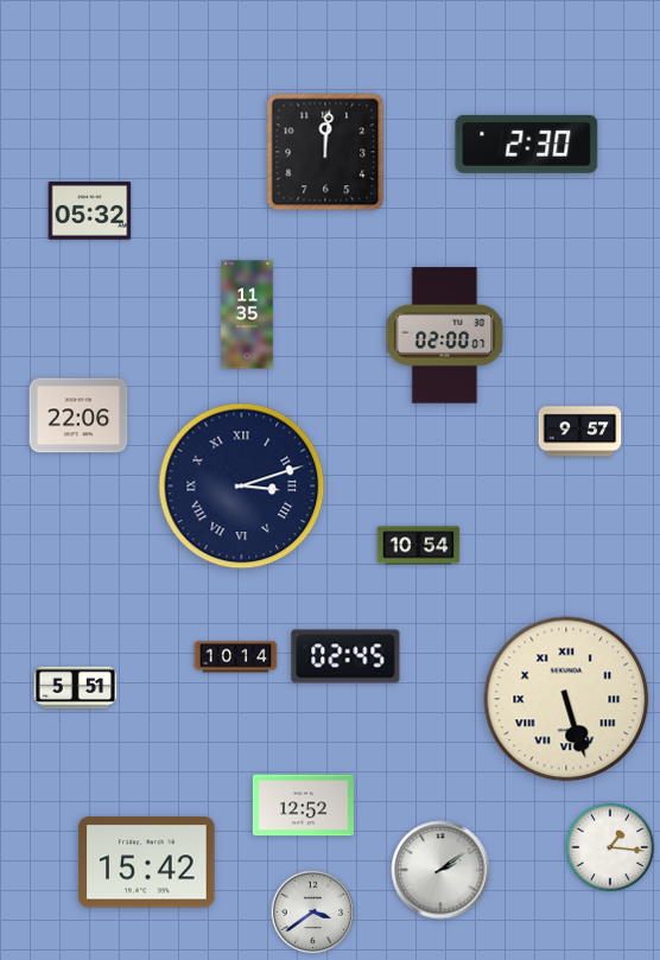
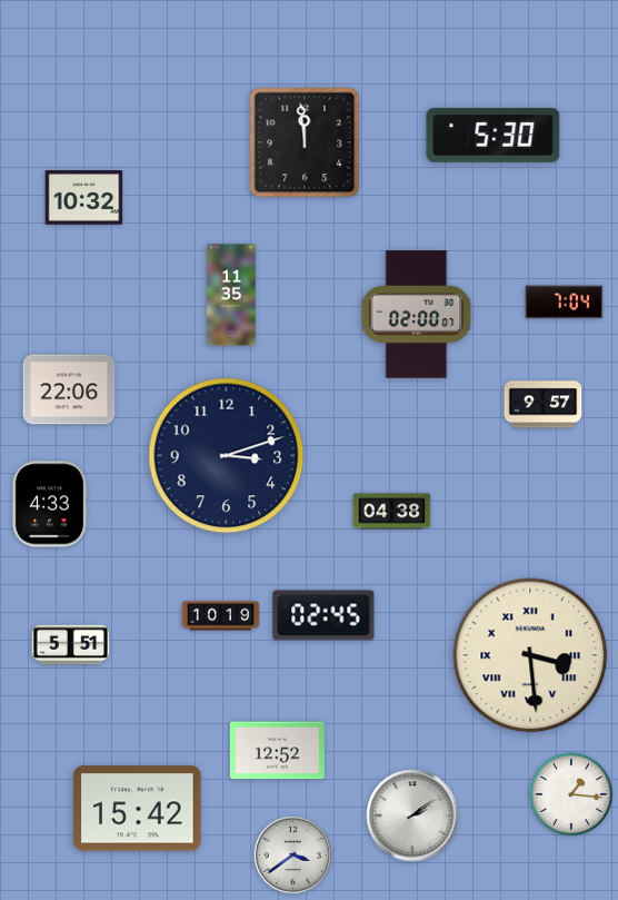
clock at (527, 144): 2:30 -> 5:30
clock at (325, 152): 12:01 -> 11:59
clock at (90, 211): 05:32 -> 10:32
clock at (565, 303): none -> 7:04
clock at (78, 415) position: (78, 415) -> (69, 389)
clock at (242, 487) numerals: Roman -> Arabic
clock at (50, 504): none -> 4:33
clock at (419, 546): 10:54 -> 04:38
clock at (236, 657): 10:14 -> 10:19
clock at (566, 699): 5:27 -> 3:29
clock at (303, 806) position: (303, 806) -> (277, 751)
